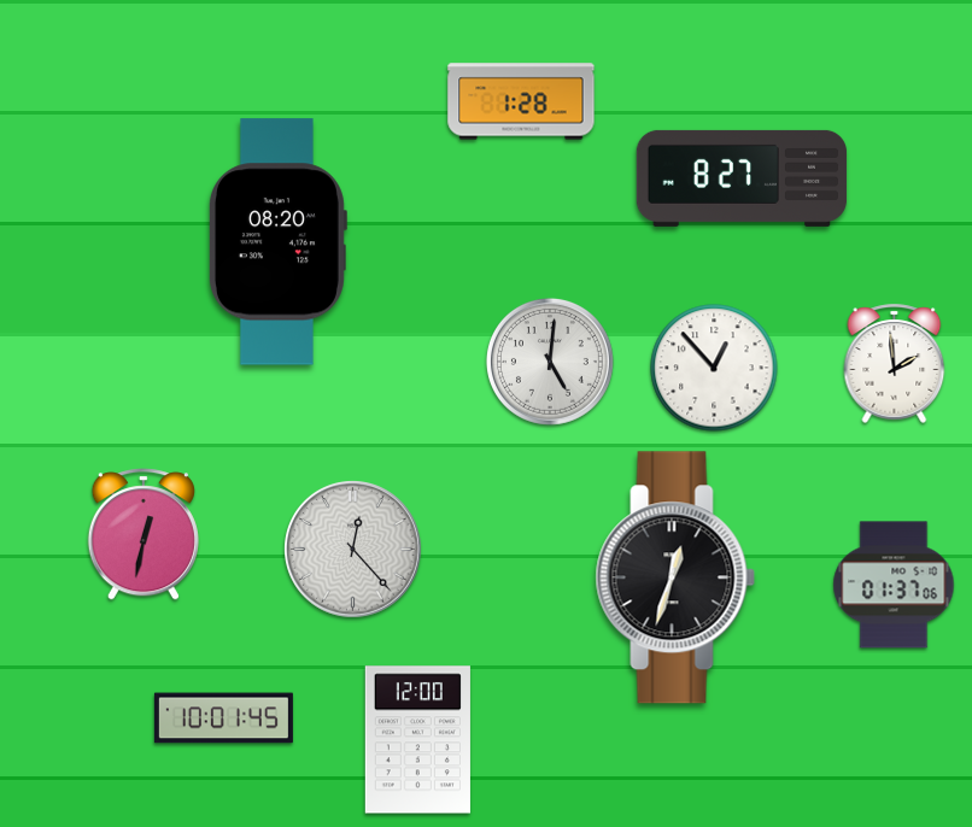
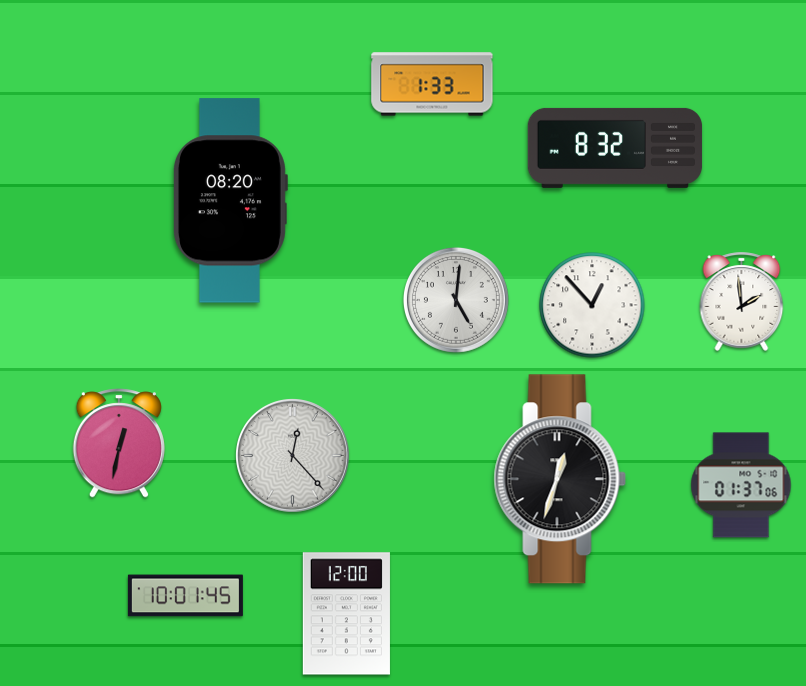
clock at (521, 101): 1:28 -> 1:33
clock at (742, 178): 8:27 -> 8:32
